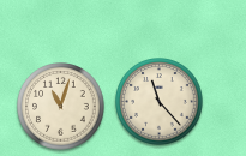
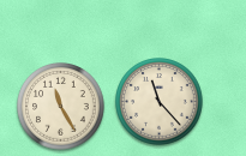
clock at (61, 107): 11:03 -> 11:25
